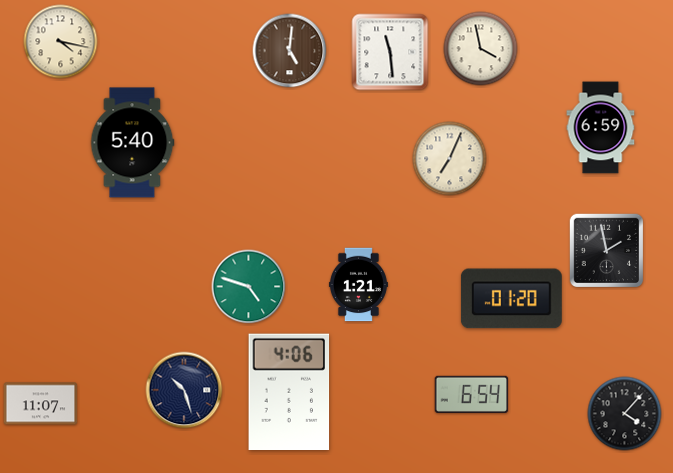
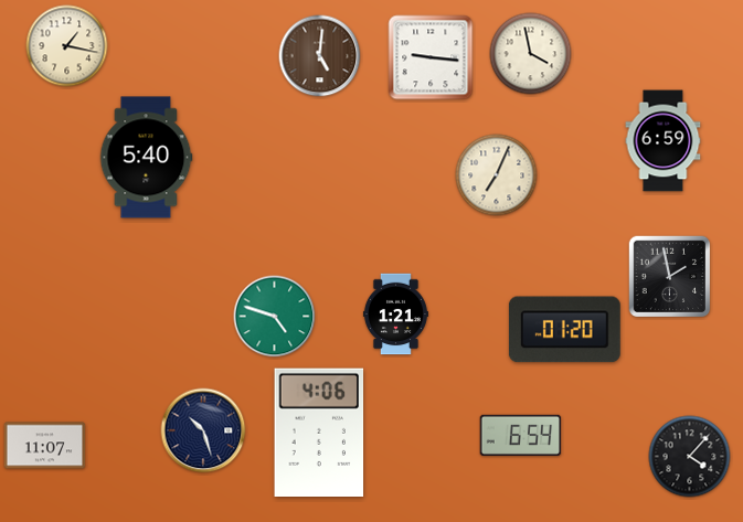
clock at (61, 42): 4:17 -> 1:17
clock at (390, 52): 11:29 -> 9:16
